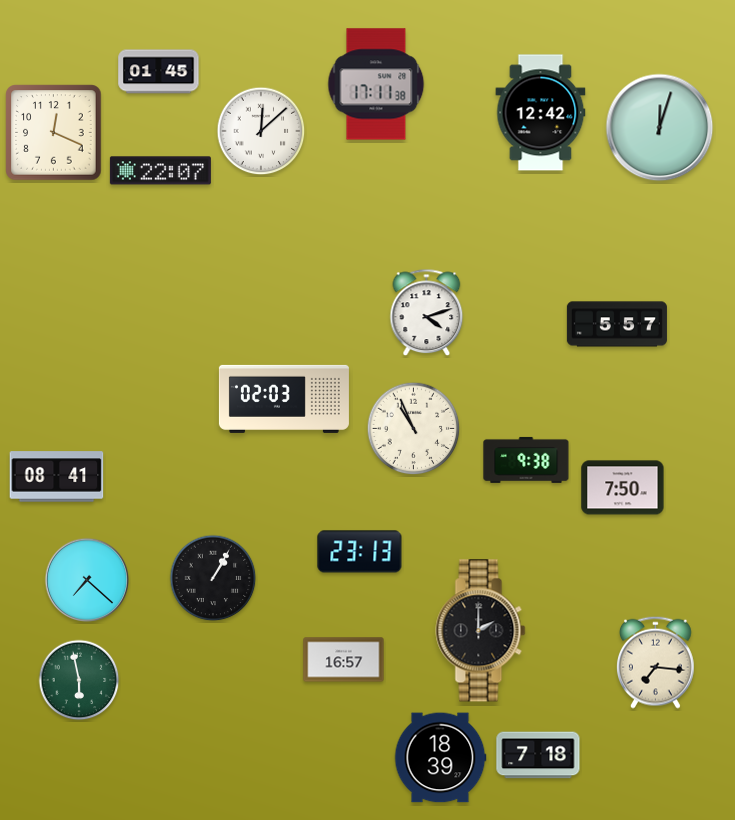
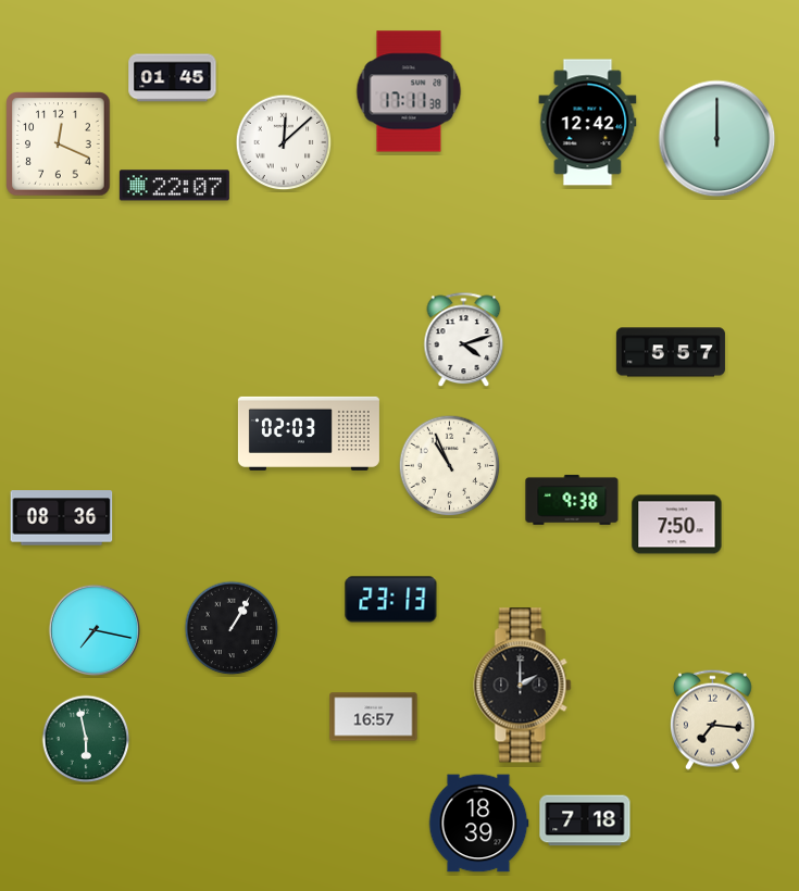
clock at (660, 128): 12:03 -> 12:00
clock at (57, 477): 08:41 -> 08:36
clock at (623, 488) position: (623, 488) -> (677, 525)
clock at (87, 580): 7:22 -> 7:17
